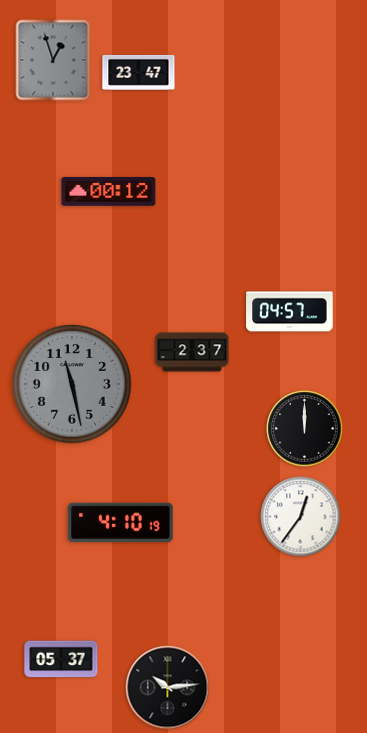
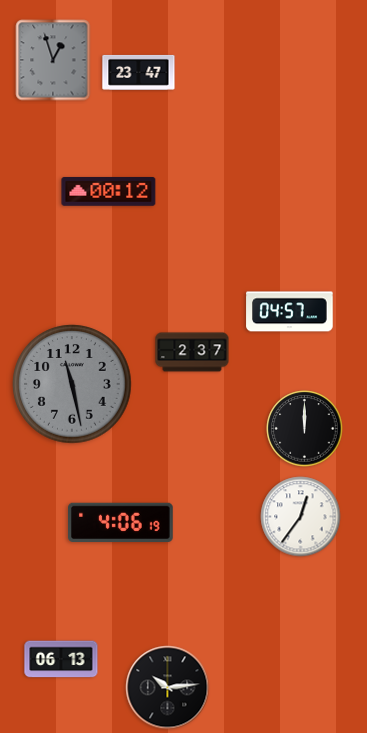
clock at (121, 522): 4:10 -> 4:06
clock at (61, 659): 05:37 -> 06:13
